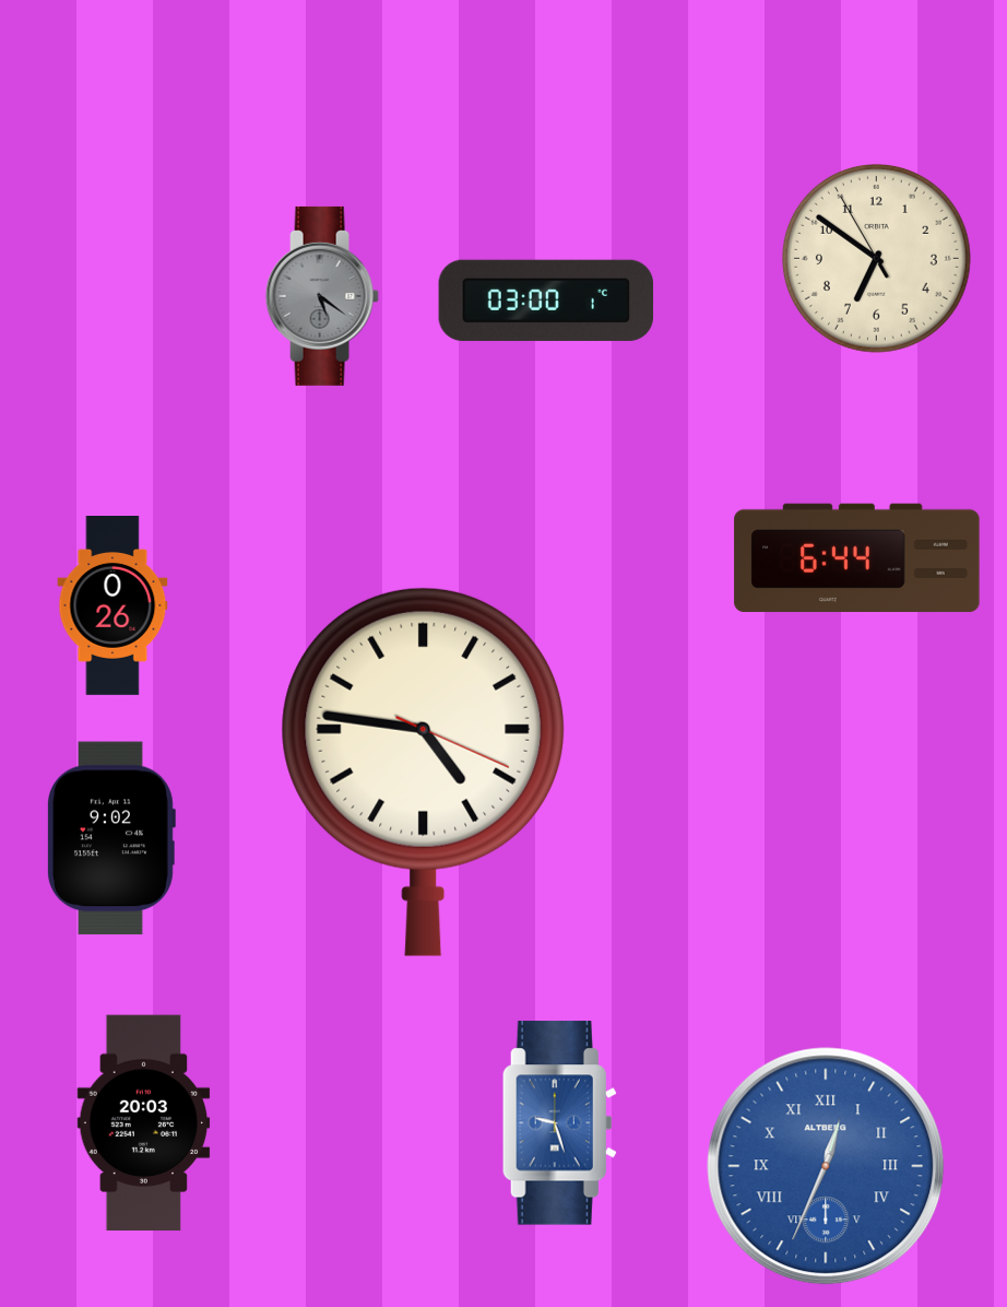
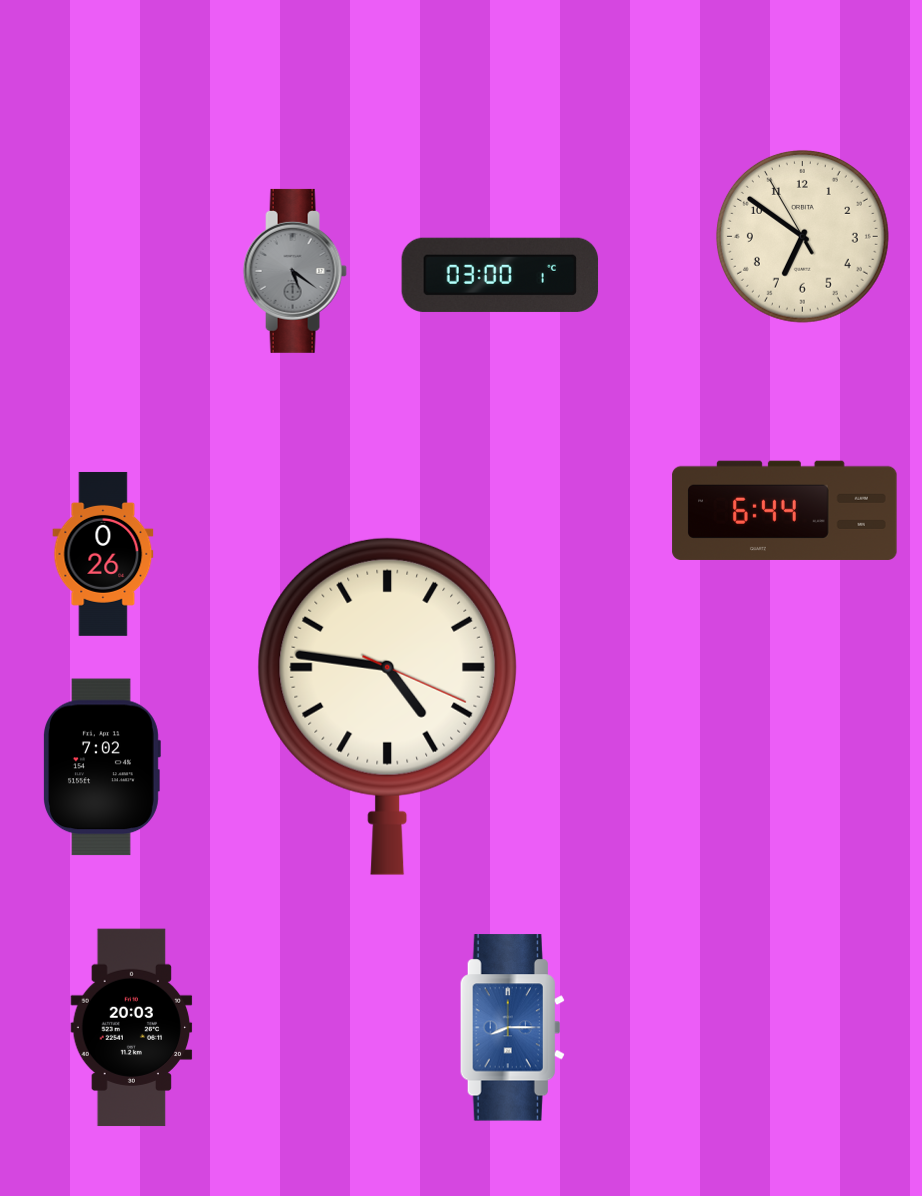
clock at (111, 838): 9:02 -> 7:02
clock at (559, 1123): 9:27 -> 8:15
clock at (826, 1166): 12:34 -> none
